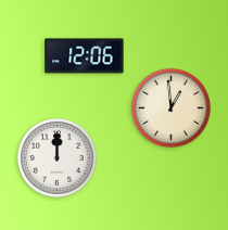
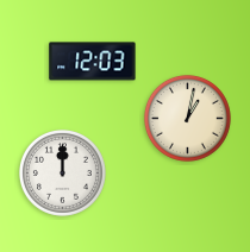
clock at (85, 56): 12:06 -> 12:03
clock at (170, 107): 12:59 -> 1:02
